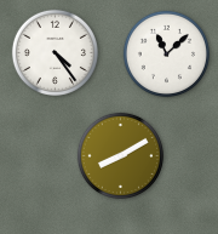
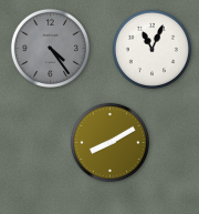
clock at (54, 52) dial: white -> grey
clock at (166, 53): 11:08 -> 11:04
